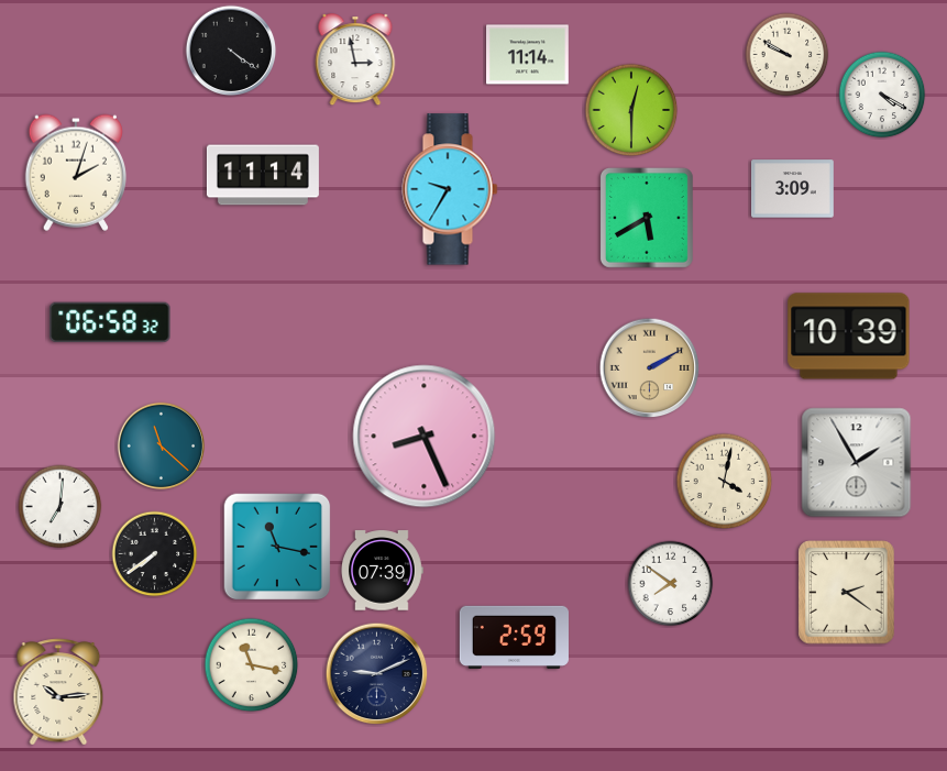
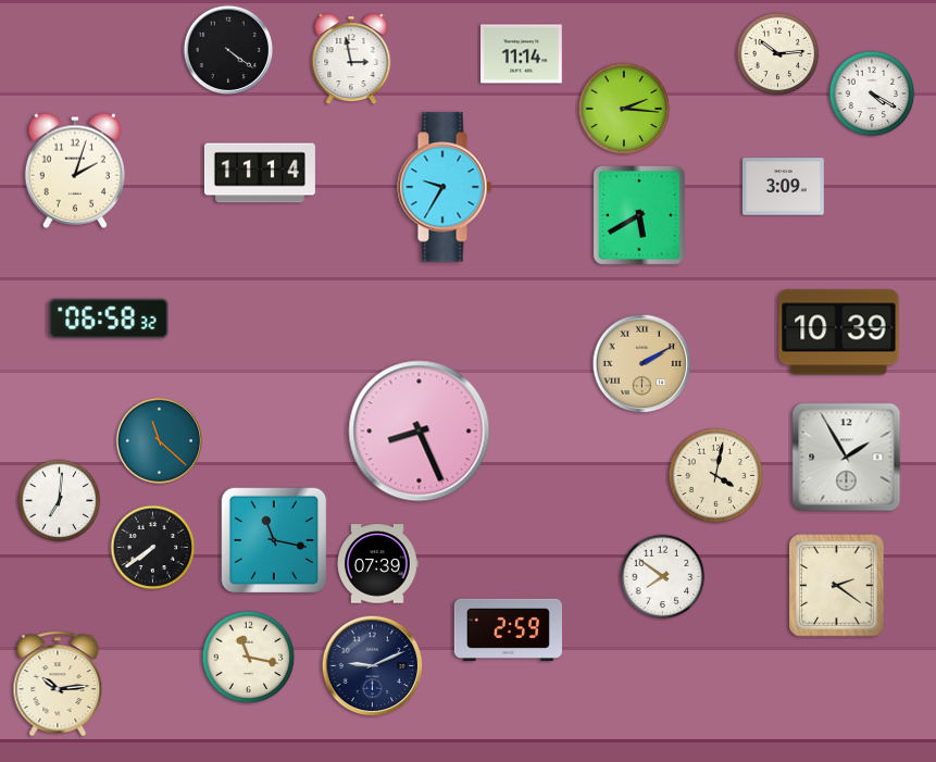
clock at (788, 55): 9:50 -> 10:14
clock at (631, 110): 12:30 -> 2:16
